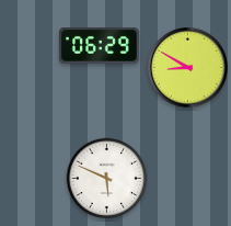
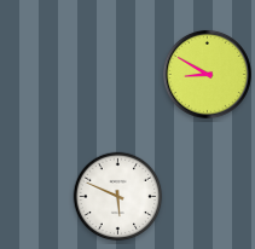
clock at (100, 46): 06:29 -> none
